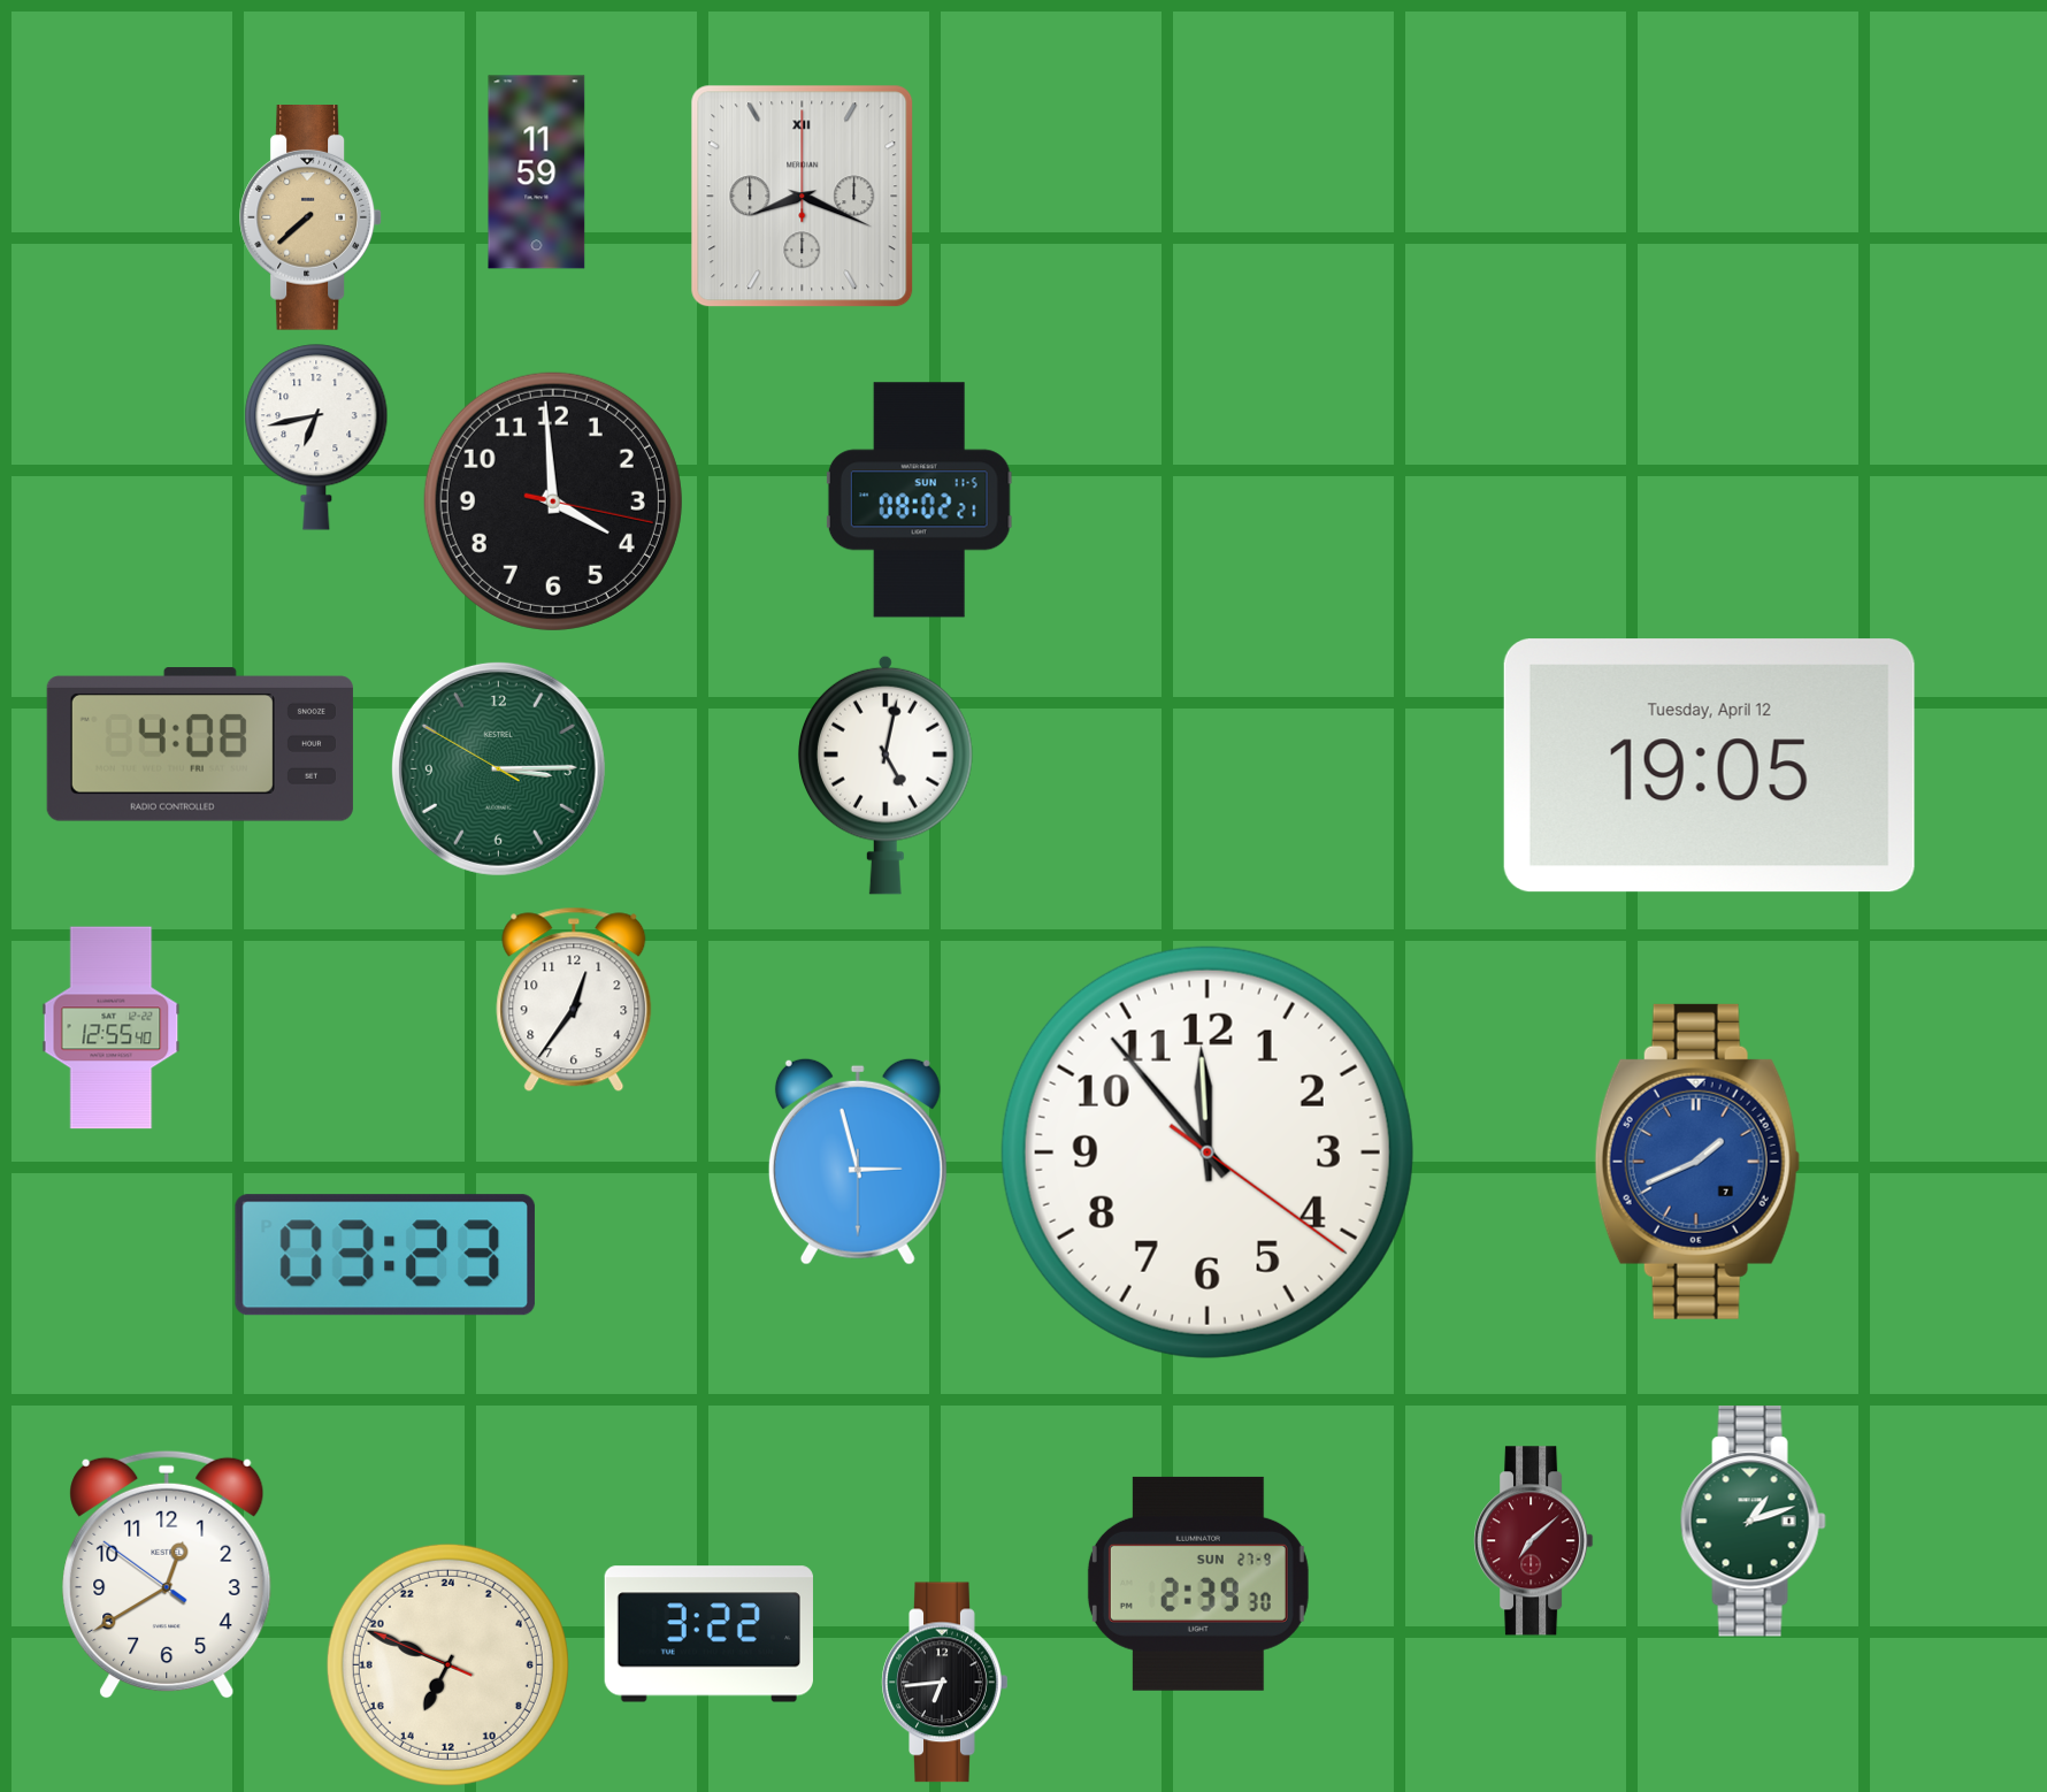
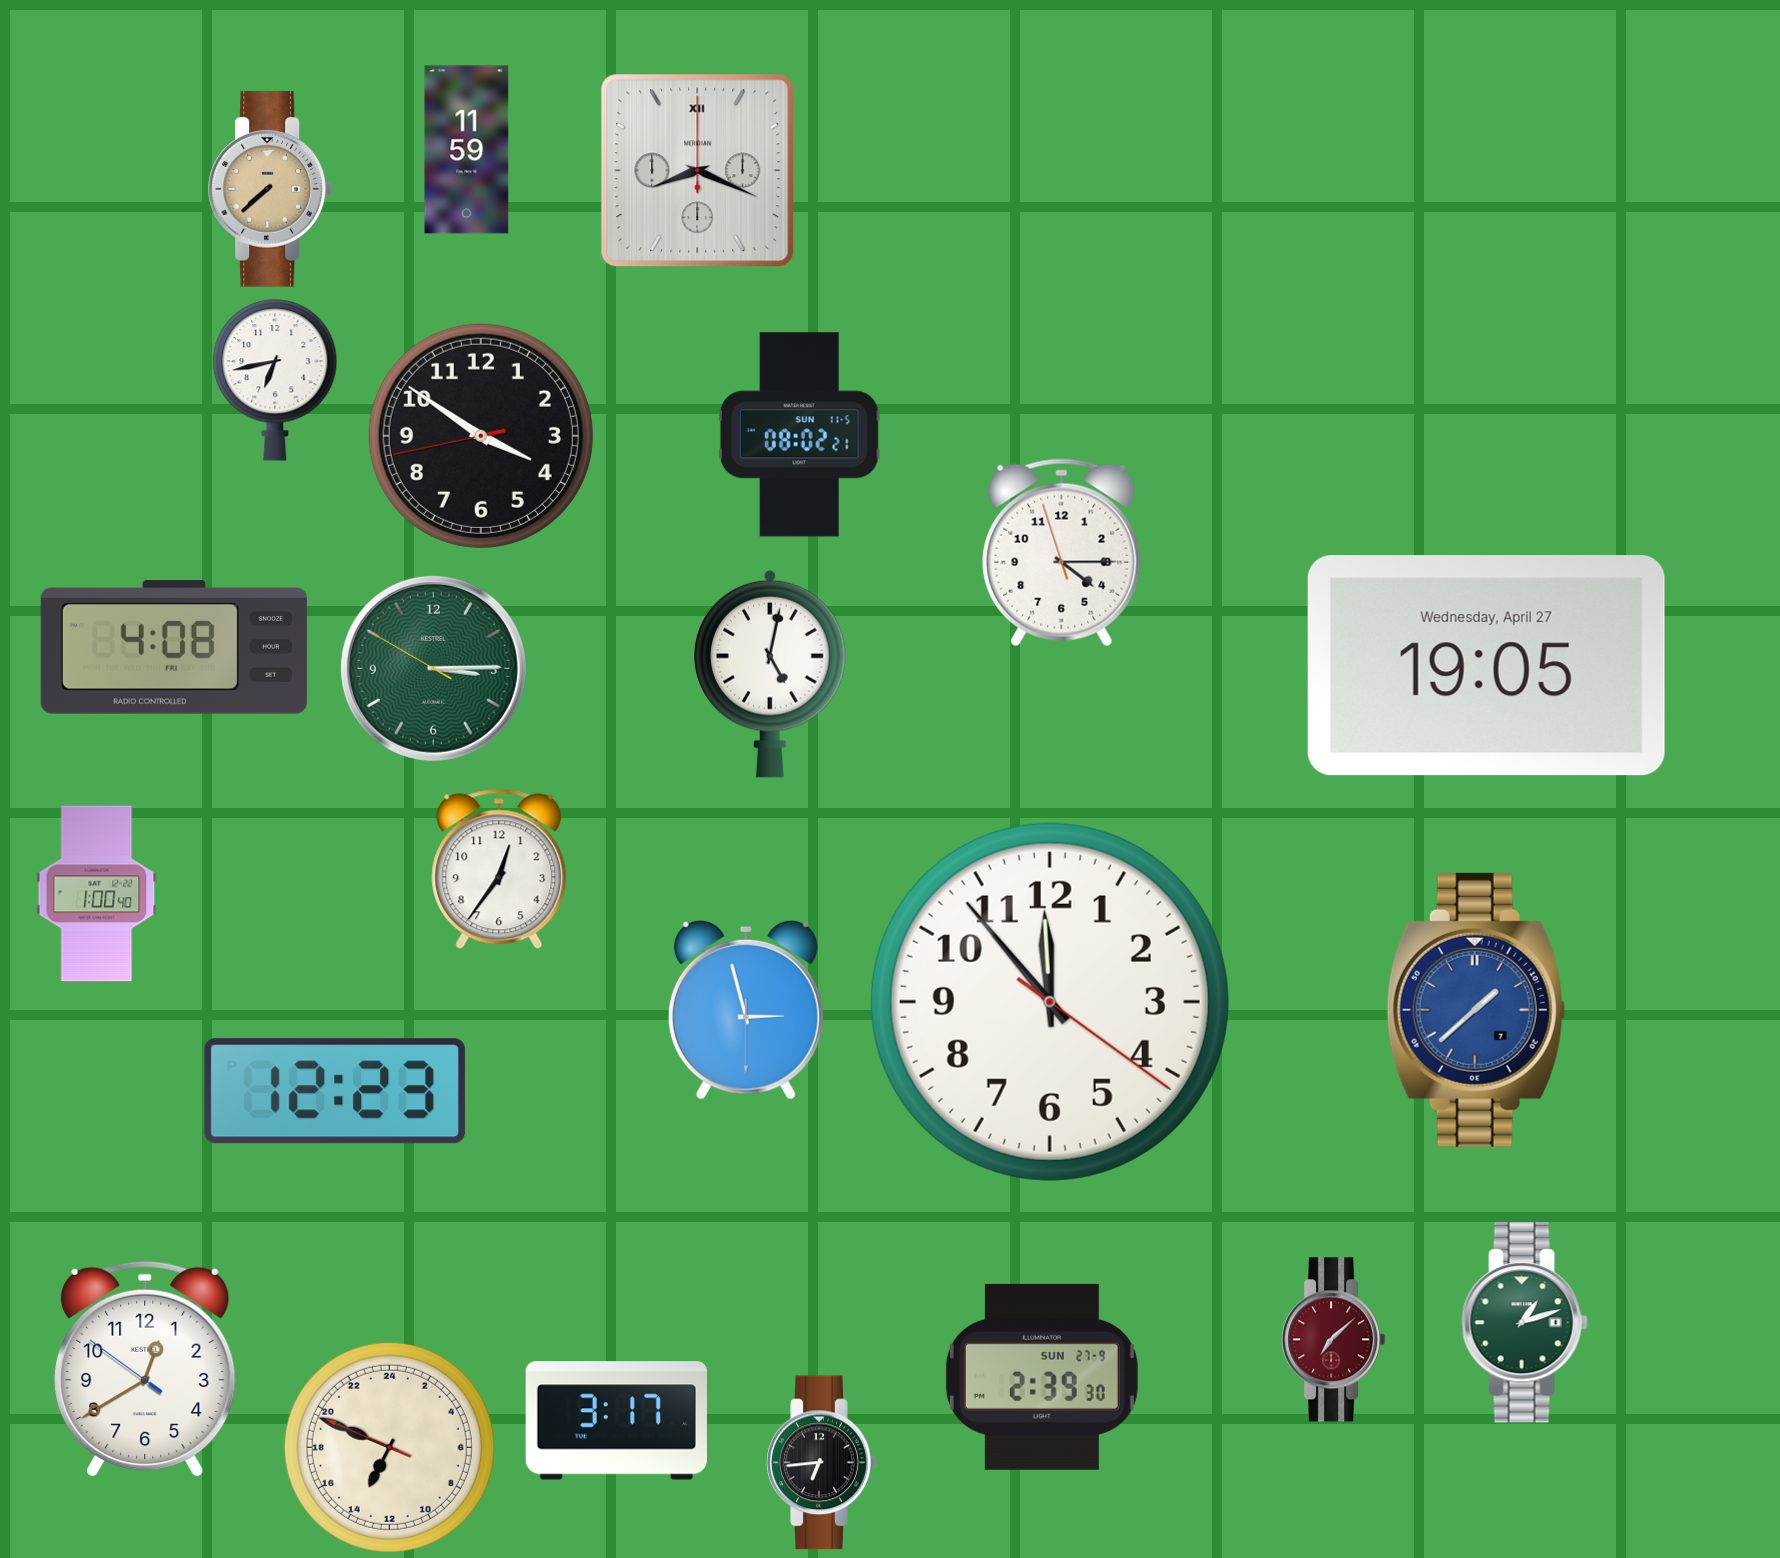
clock at (553, 501): 3:59 -> 3:50
clock at (1062, 553): none -> 4:14
clock at (1709, 766) date: Tuesday, April 12 -> Wednesday, April 27
clock at (112, 1028): 12:55 -> 1:00
clock at (1697, 1162): 1:41 -> 1:38
clock at (385, 1255): 03:23 -> 12:23
clock at (708, 1634): 3:22 -> 3:17
